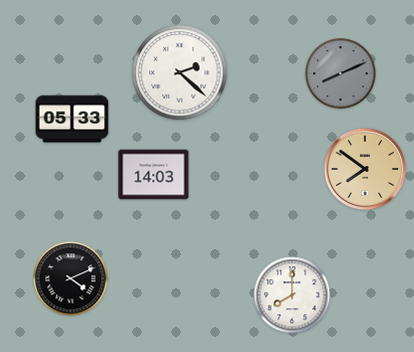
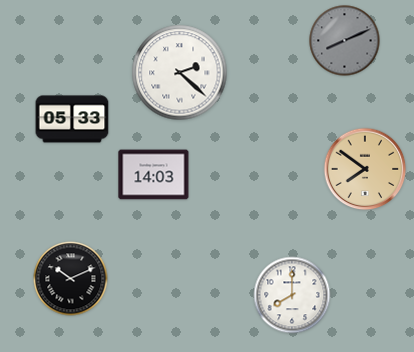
clock at (341, 74) position: (341, 74) -> (345, 41)
clock at (71, 279): 4:11 -> 10:11
